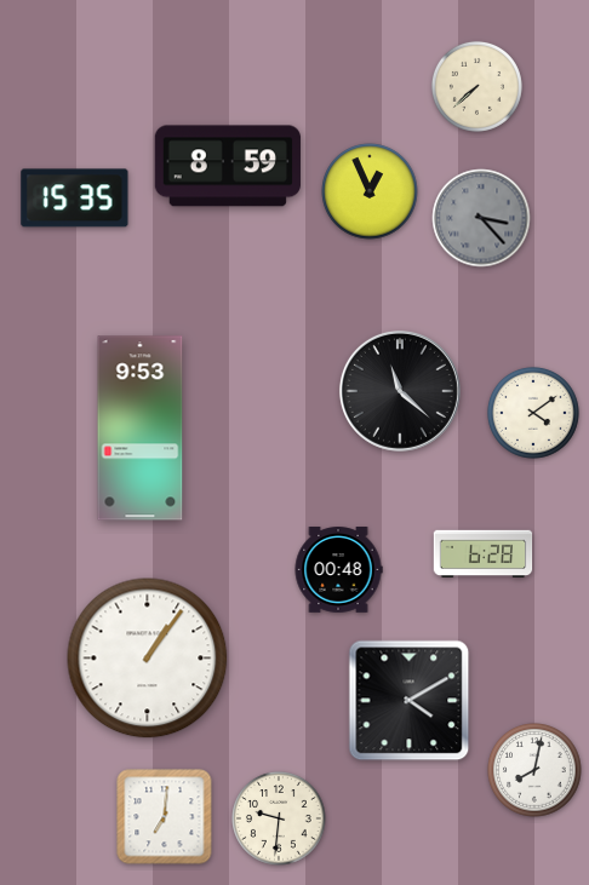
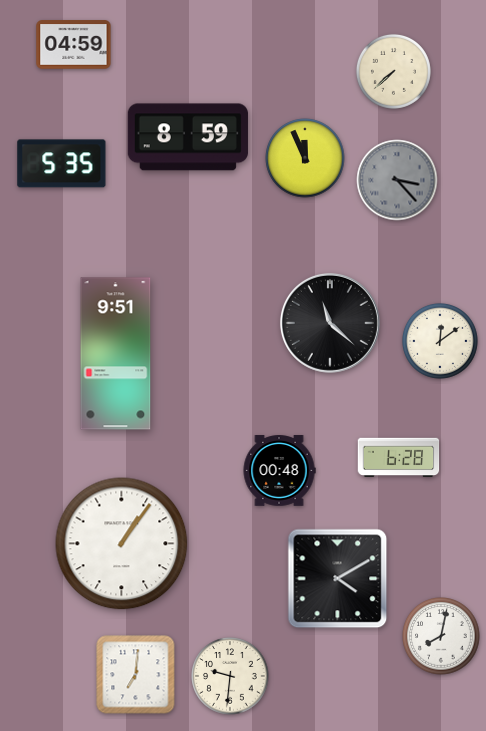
clock at (74, 45): none -> 04:59
clock at (370, 191): 12:56 -> 11:56
clock at (75, 199): 15:35 -> 5:35
clock at (533, 413): 4:09 -> 12:09
clock at (141, 429): 9:53 -> 9:51
